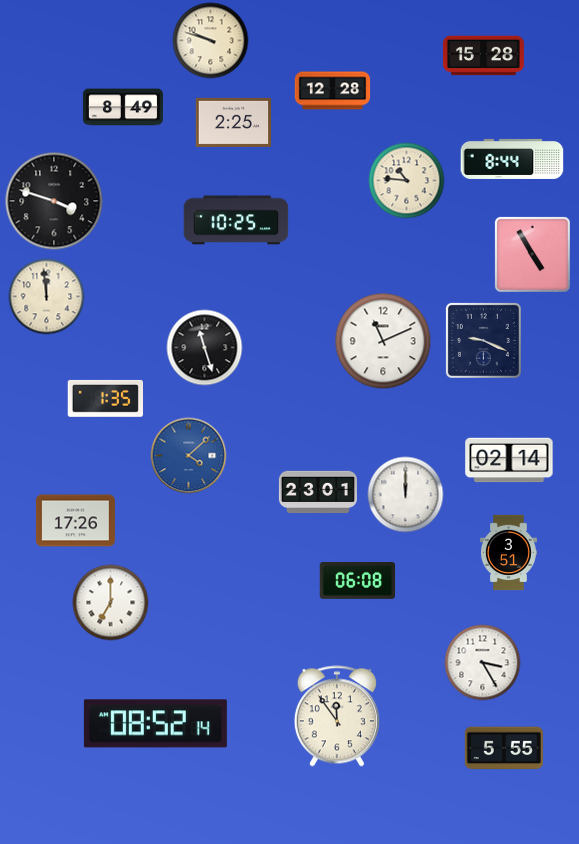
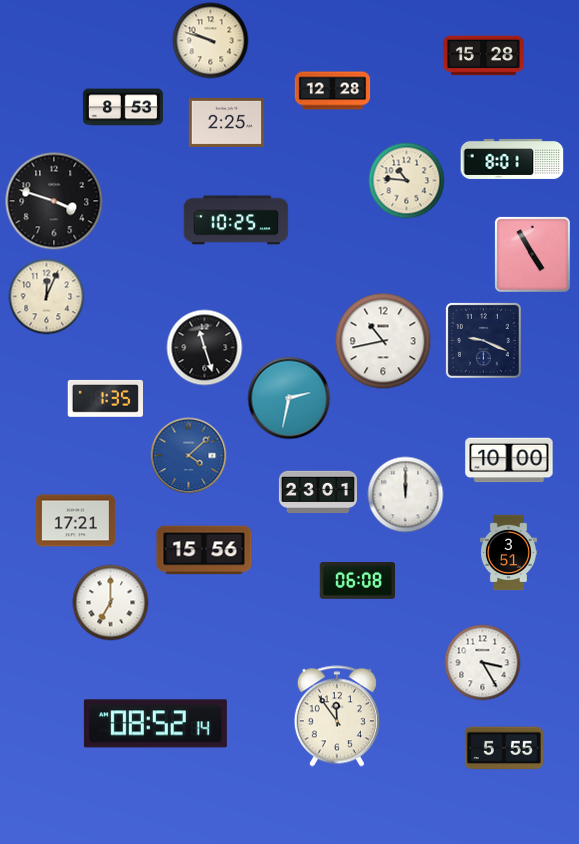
clock at (123, 107): 8:49 -> 8:53
clock at (234, 122) position: (234, 122) -> (227, 122)
clock at (512, 159): 8:44 -> 8:01
clock at (47, 297): 11:59 -> 12:04
clock at (383, 341): 11:11 -> 10:43
clock at (289, 398): none -> 2:32
clock at (509, 460): 02:14 -> 10:00
clock at (75, 521): 17:26 -> 17:21
clock at (204, 550): none -> 15:56
